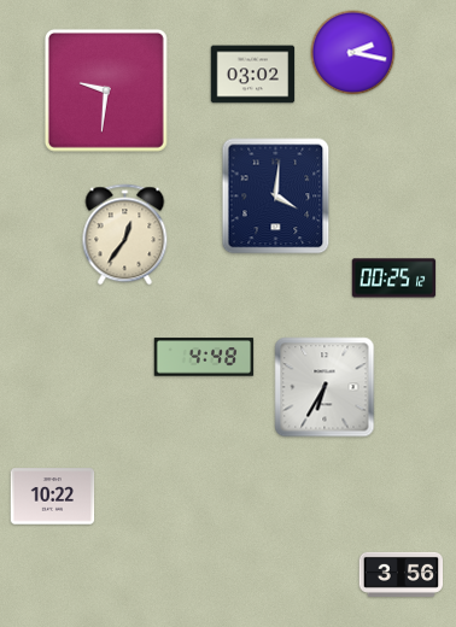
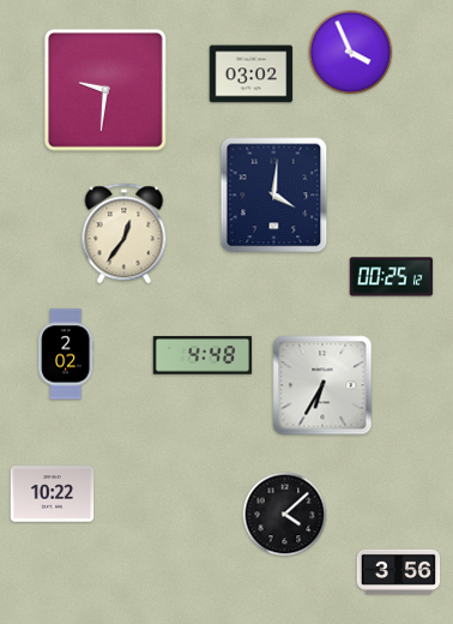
clock at (353, 53): 2:17 -> 3:56
clock at (66, 354): none -> 2:02
clock at (285, 515): none -> 4:08
